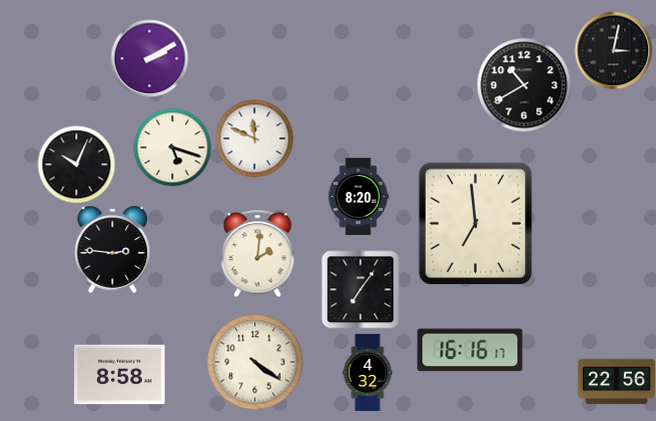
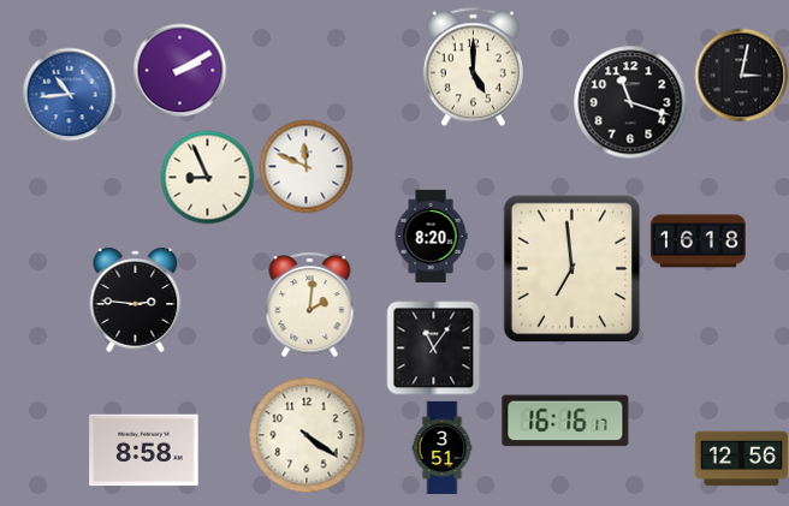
clock at (613, 50) position: (613, 50) -> (741, 75)
clock at (473, 66): none -> 5:00
clock at (69, 94): none -> 10:44
clock at (524, 85): 10:40 -> 11:18
clock at (172, 147): 5:18 -> 8:56
clock at (76, 164): 10:04 -> none
clock at (698, 242): none -> 16:18
clock at (360, 289): 7:06 -> 11:06
clock at (368, 372): 4:32 -> 3:51
clock at (616, 382): 22:56 -> 12:56
